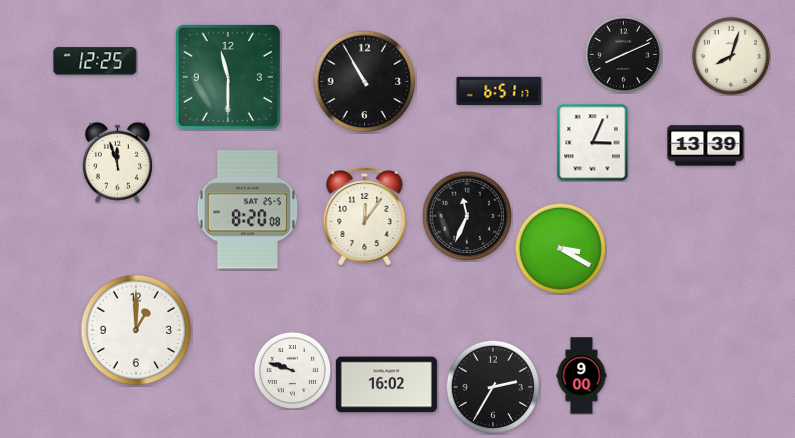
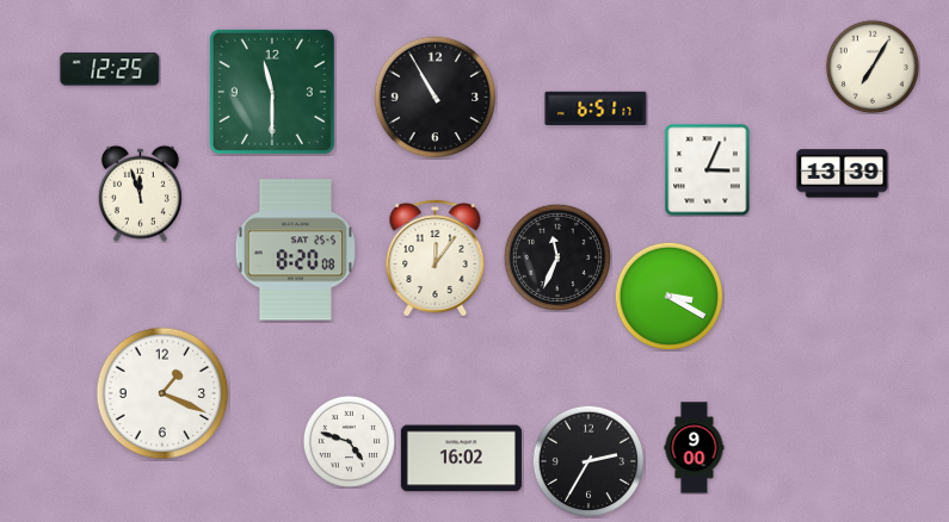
clock at (623, 54): 8:11 -> none
clock at (731, 56): 8:03 -> 7:05
clock at (95, 61) position: (95, 61) -> (110, 69)
clock at (136, 330): 1:00 -> 1:19
clock at (292, 370): 9:48 -> 4:48
